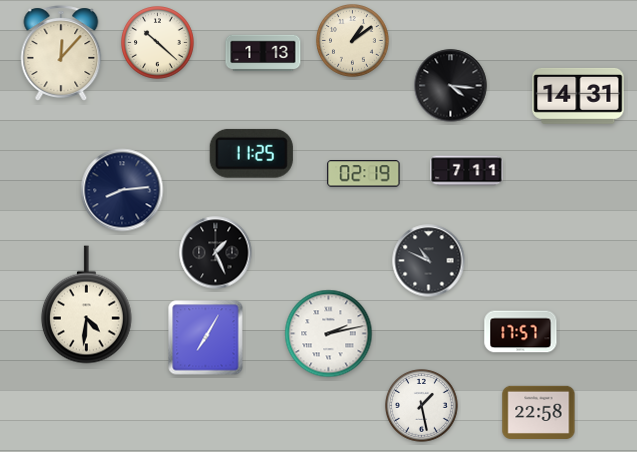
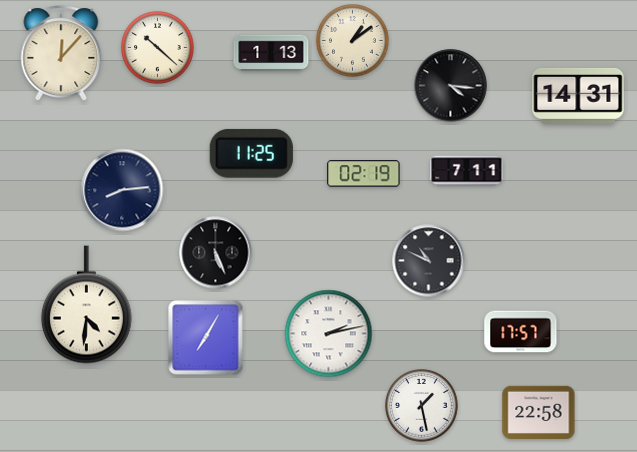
clock at (158, 43) position: (158, 43) -> (158, 48)
clock at (263, 53) position: (263, 53) -> (271, 53)
clock at (216, 253): 1:26 -> 5:26
